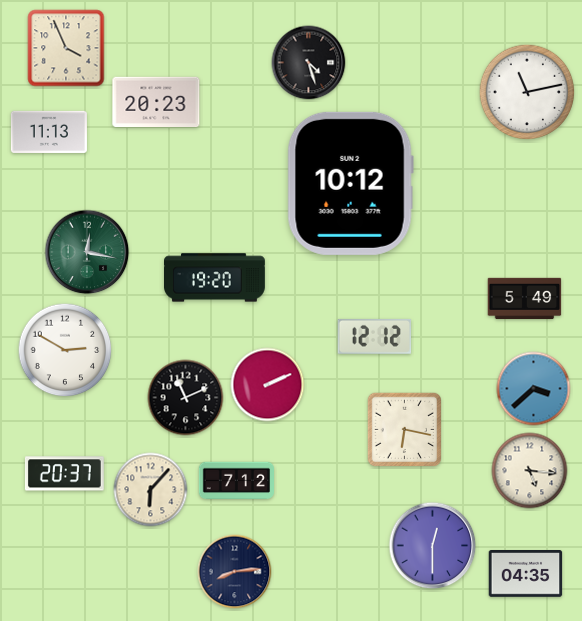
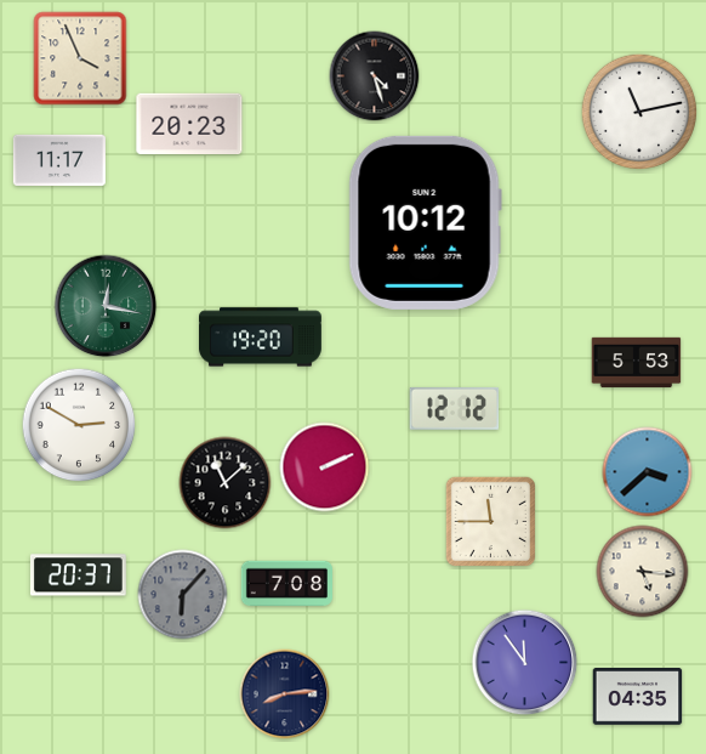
clock at (49, 132): 11:13 -> 11:17
clock at (525, 299): 5:49 -> 5:53
clock at (186, 398): 11:11 -> 11:08
clock at (404, 429): 6:17 -> 11:45
clock at (236, 481): 7:12 -> 7:08
clock at (151, 490) dial: cream -> grey
clock at (433, 546): 12:30 -> 11:54
